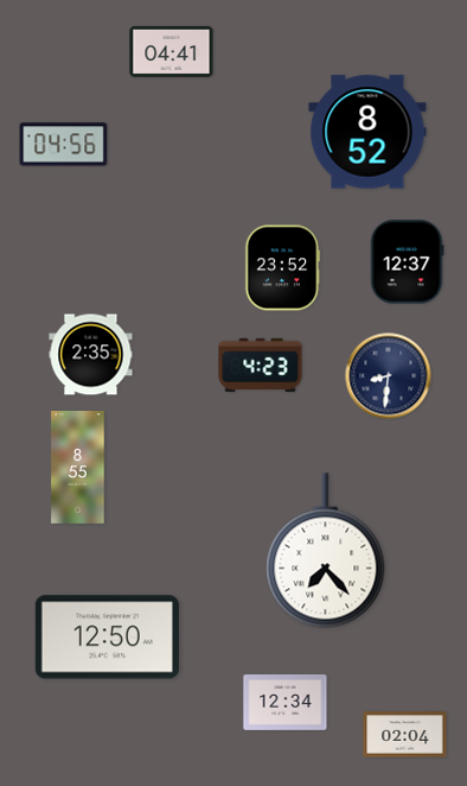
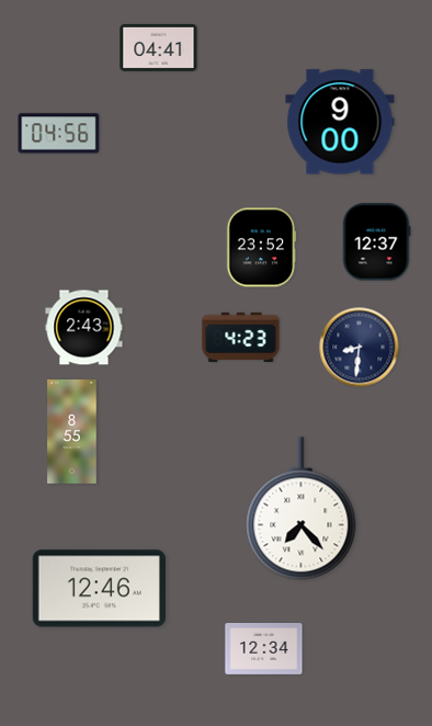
clock at (367, 132): 8:52 -> 9:00
clock at (91, 355): 2:35 -> 2:43
clock at (107, 638): 12:50 -> 12:46
clock at (405, 735): 02:04 -> none
